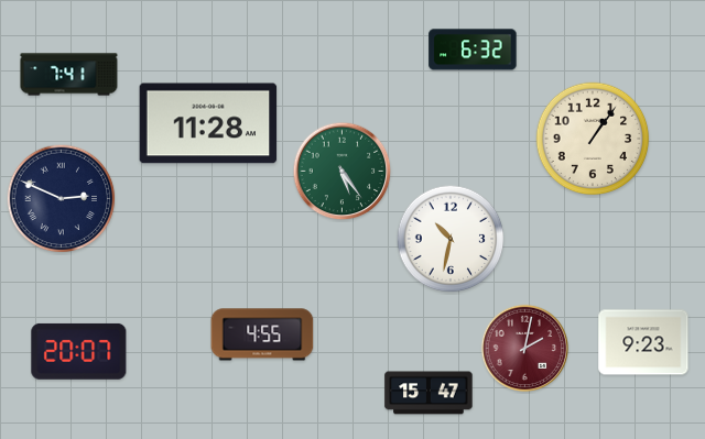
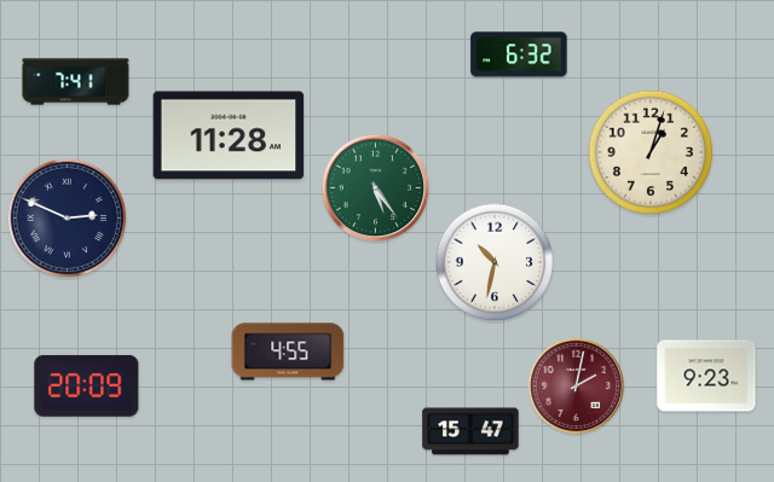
clock at (593, 139): 1:06 -> 1:03
clock at (262, 334) position: (262, 334) -> (288, 352)
clock at (525, 349) position: (525, 349) -> (577, 387)
clock at (79, 351): 20:07 -> 20:09
